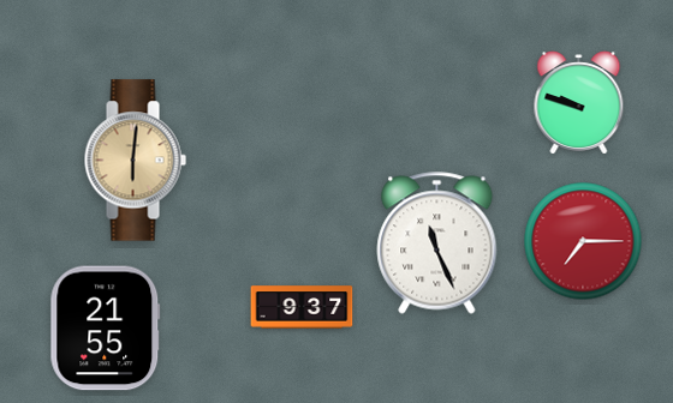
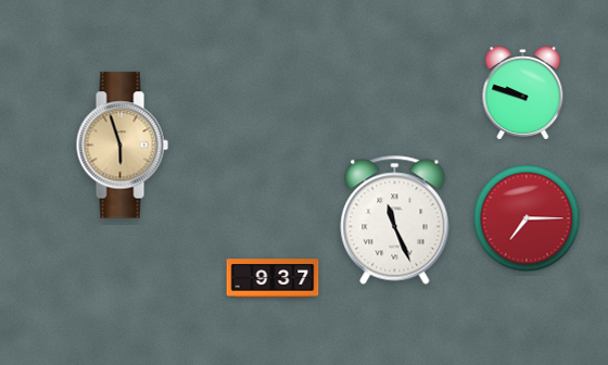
clock at (135, 161): 6:01 -> 5:57
clock at (106, 329): 21:55 -> none
